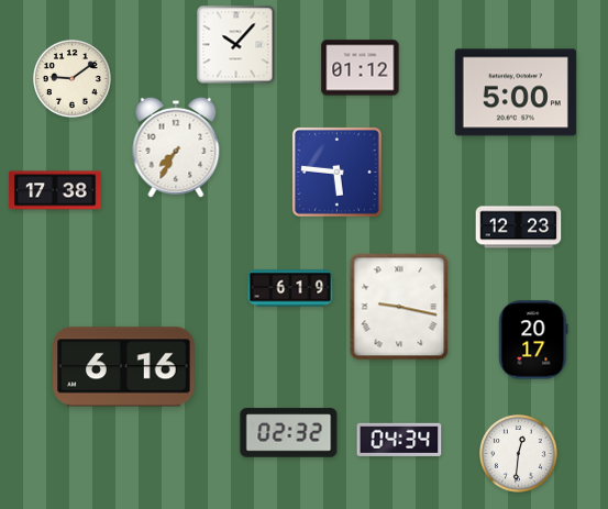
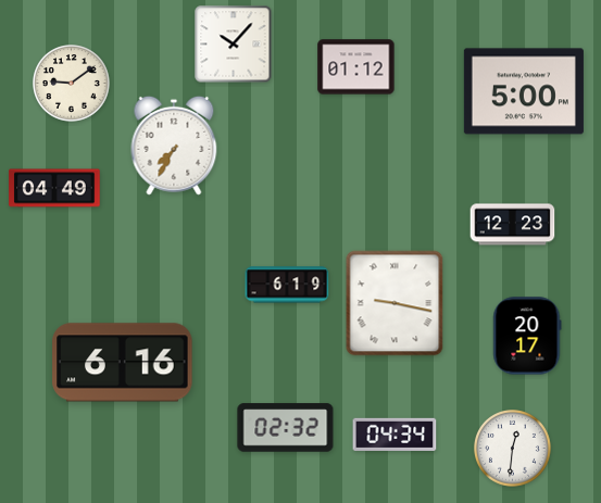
clock at (73, 79) position: (73, 79) -> (72, 84)
clock at (516, 92) position: (516, 92) -> (524, 91)
clock at (336, 171): 5:46 -> none
clock at (55, 190): 17:38 -> 04:49
